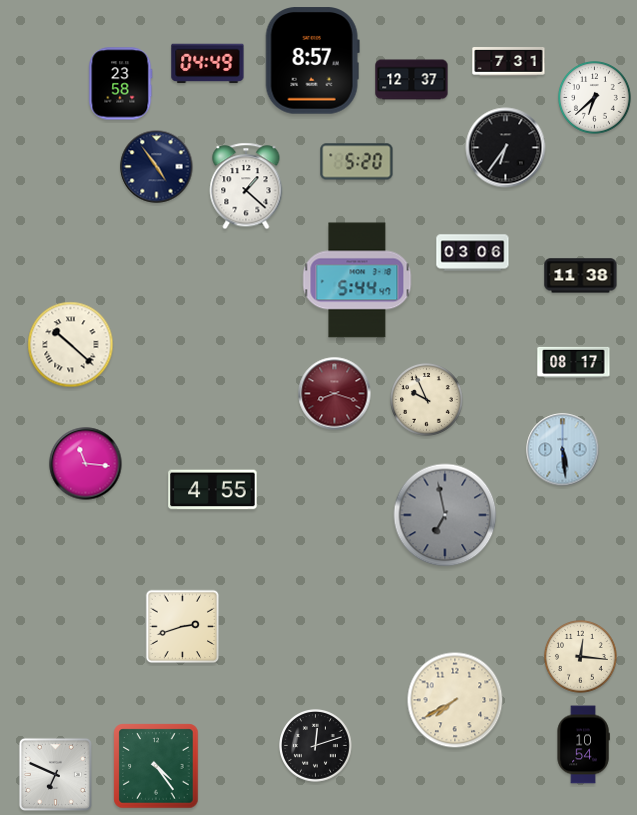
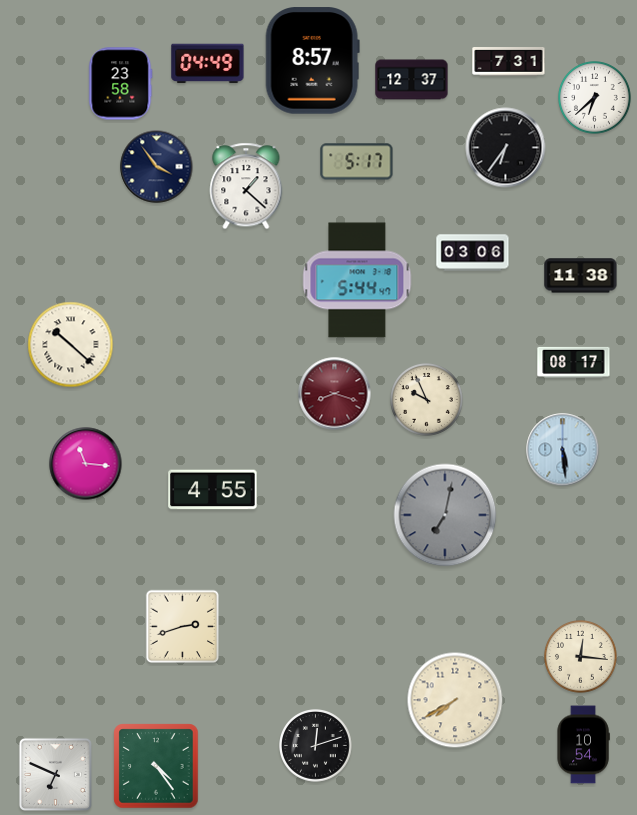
clock at (357, 162): 5:20 -> 5:17
clock at (157, 167): 4:54 -> 3:54
clock at (445, 515): 6:58 -> 7:02
